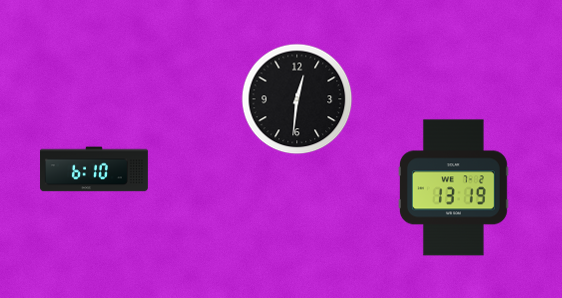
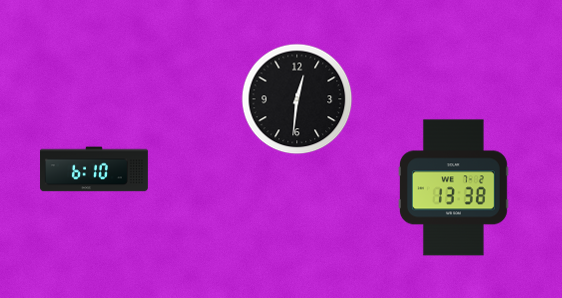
clock at (453, 188): 13:19 -> 13:38
